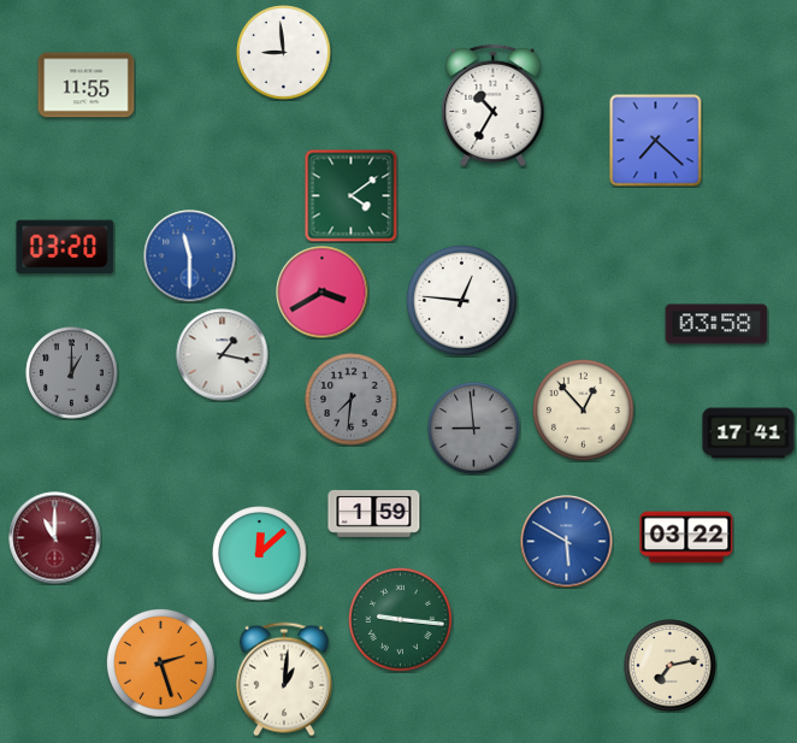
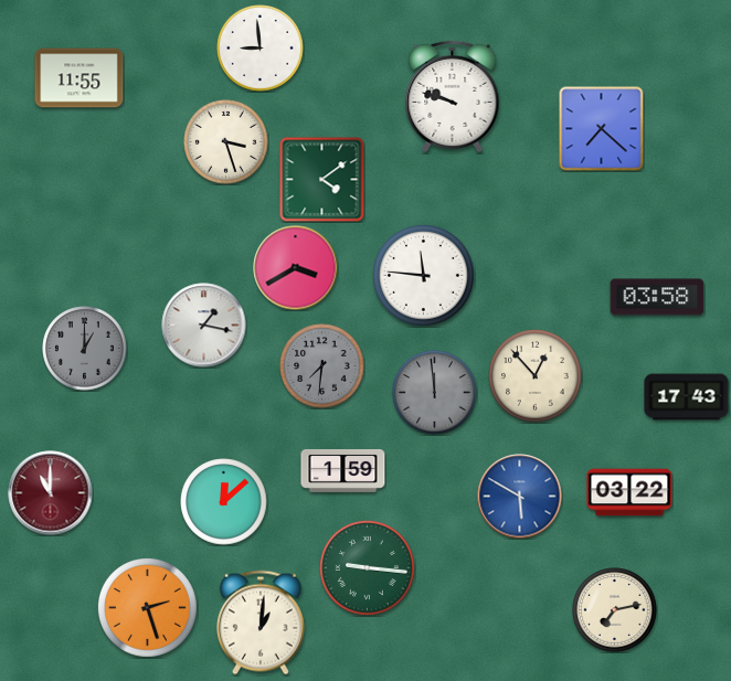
clock at (494, 105): 10:35 -> 9:48
clock at (226, 142): none -> 3:27
clock at (65, 247): 03:20 -> none
clock at (190, 256): 11:30 -> none
clock at (461, 300): 12:46 -> 11:46
clock at (72, 373) position: (72, 373) -> (85, 349)
clock at (474, 429): 8:59 -> 11:59
clock at (749, 434): 17:41 -> 17:43
clock at (260, 554) position: (260, 554) -> (224, 502)
